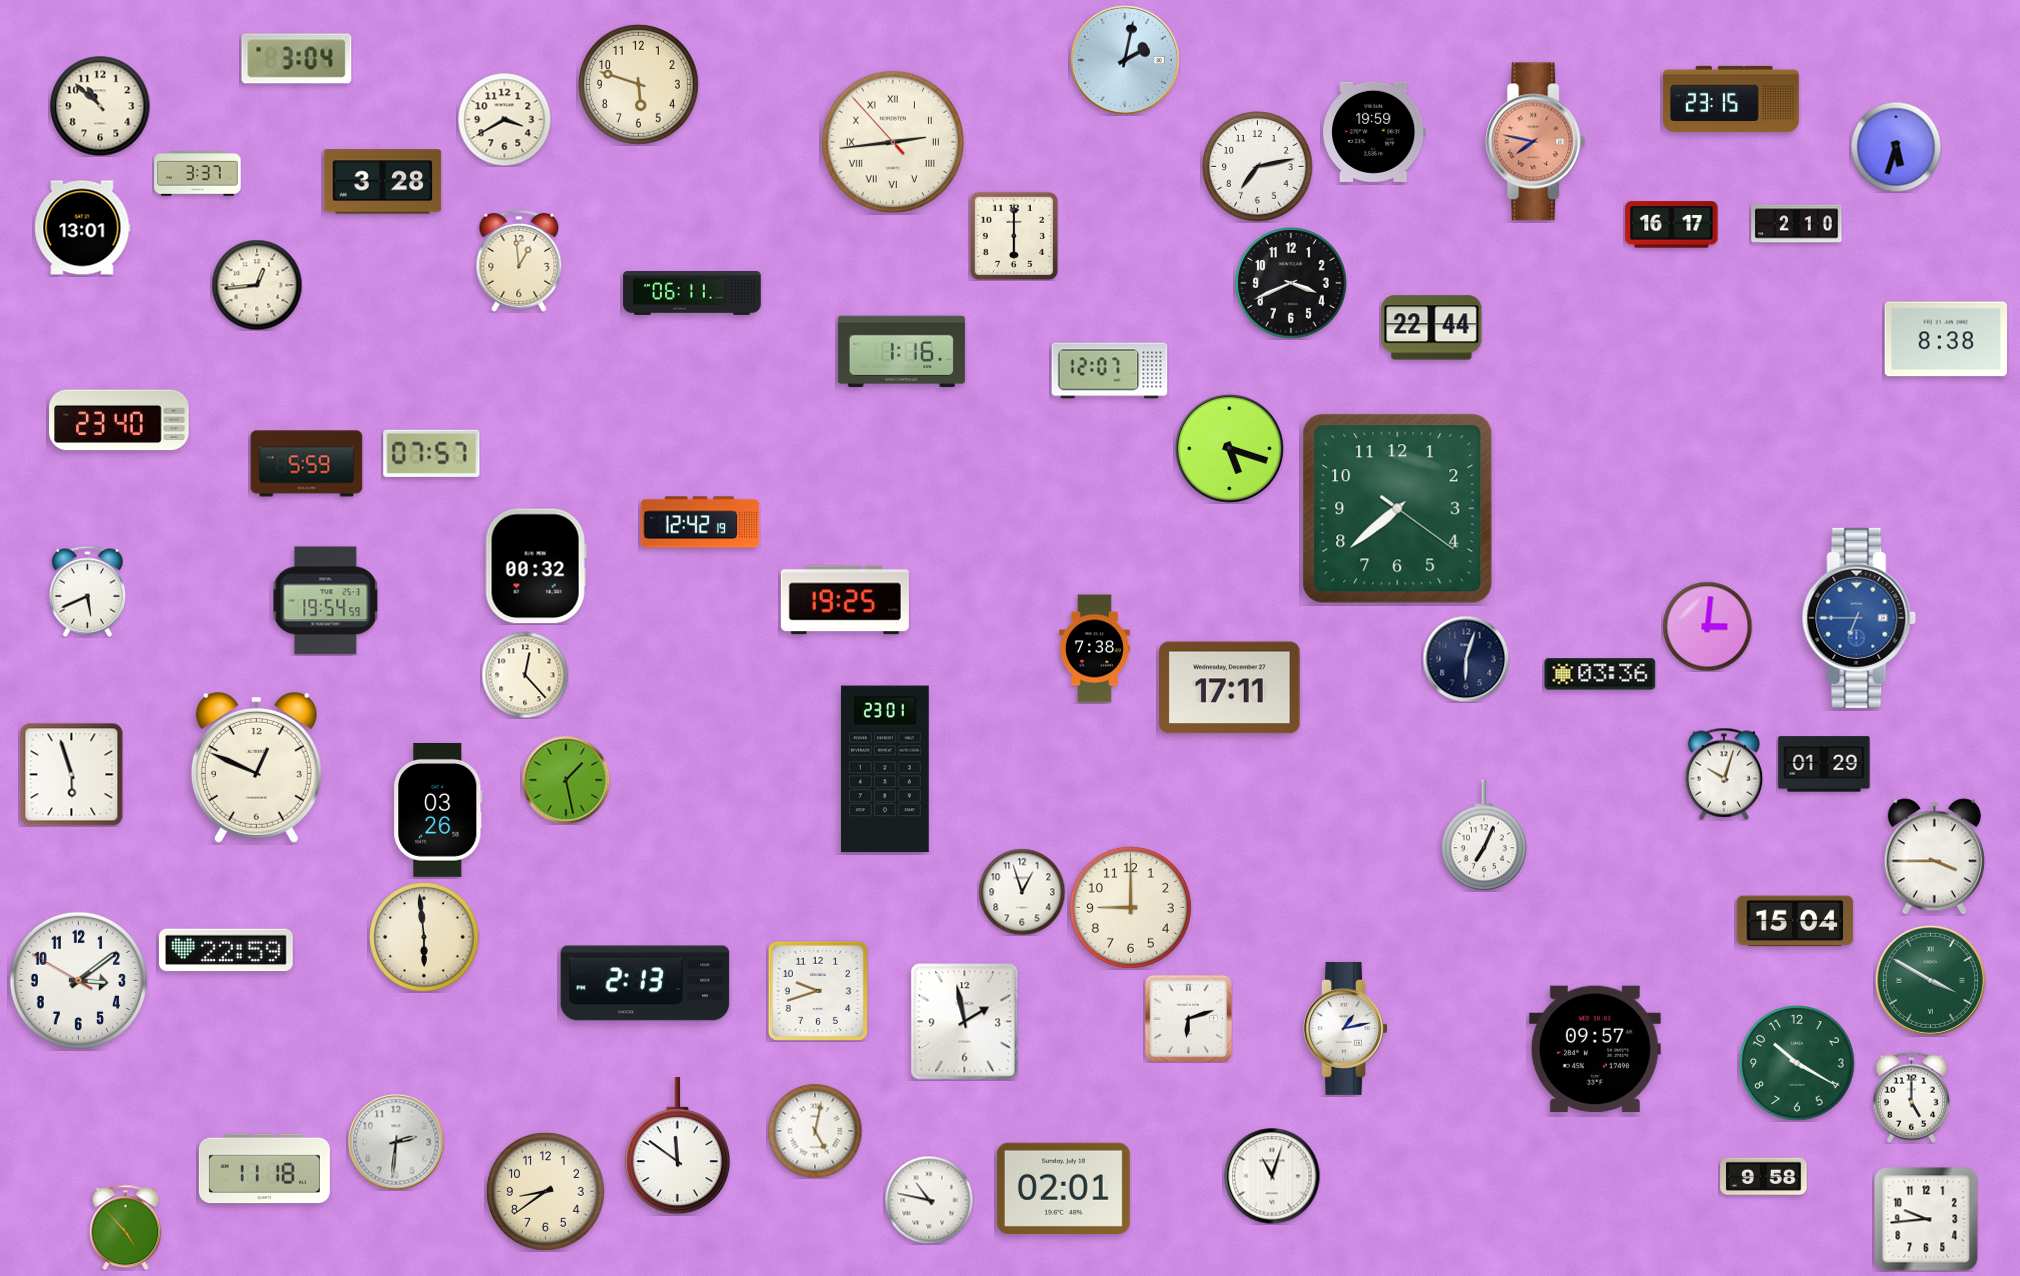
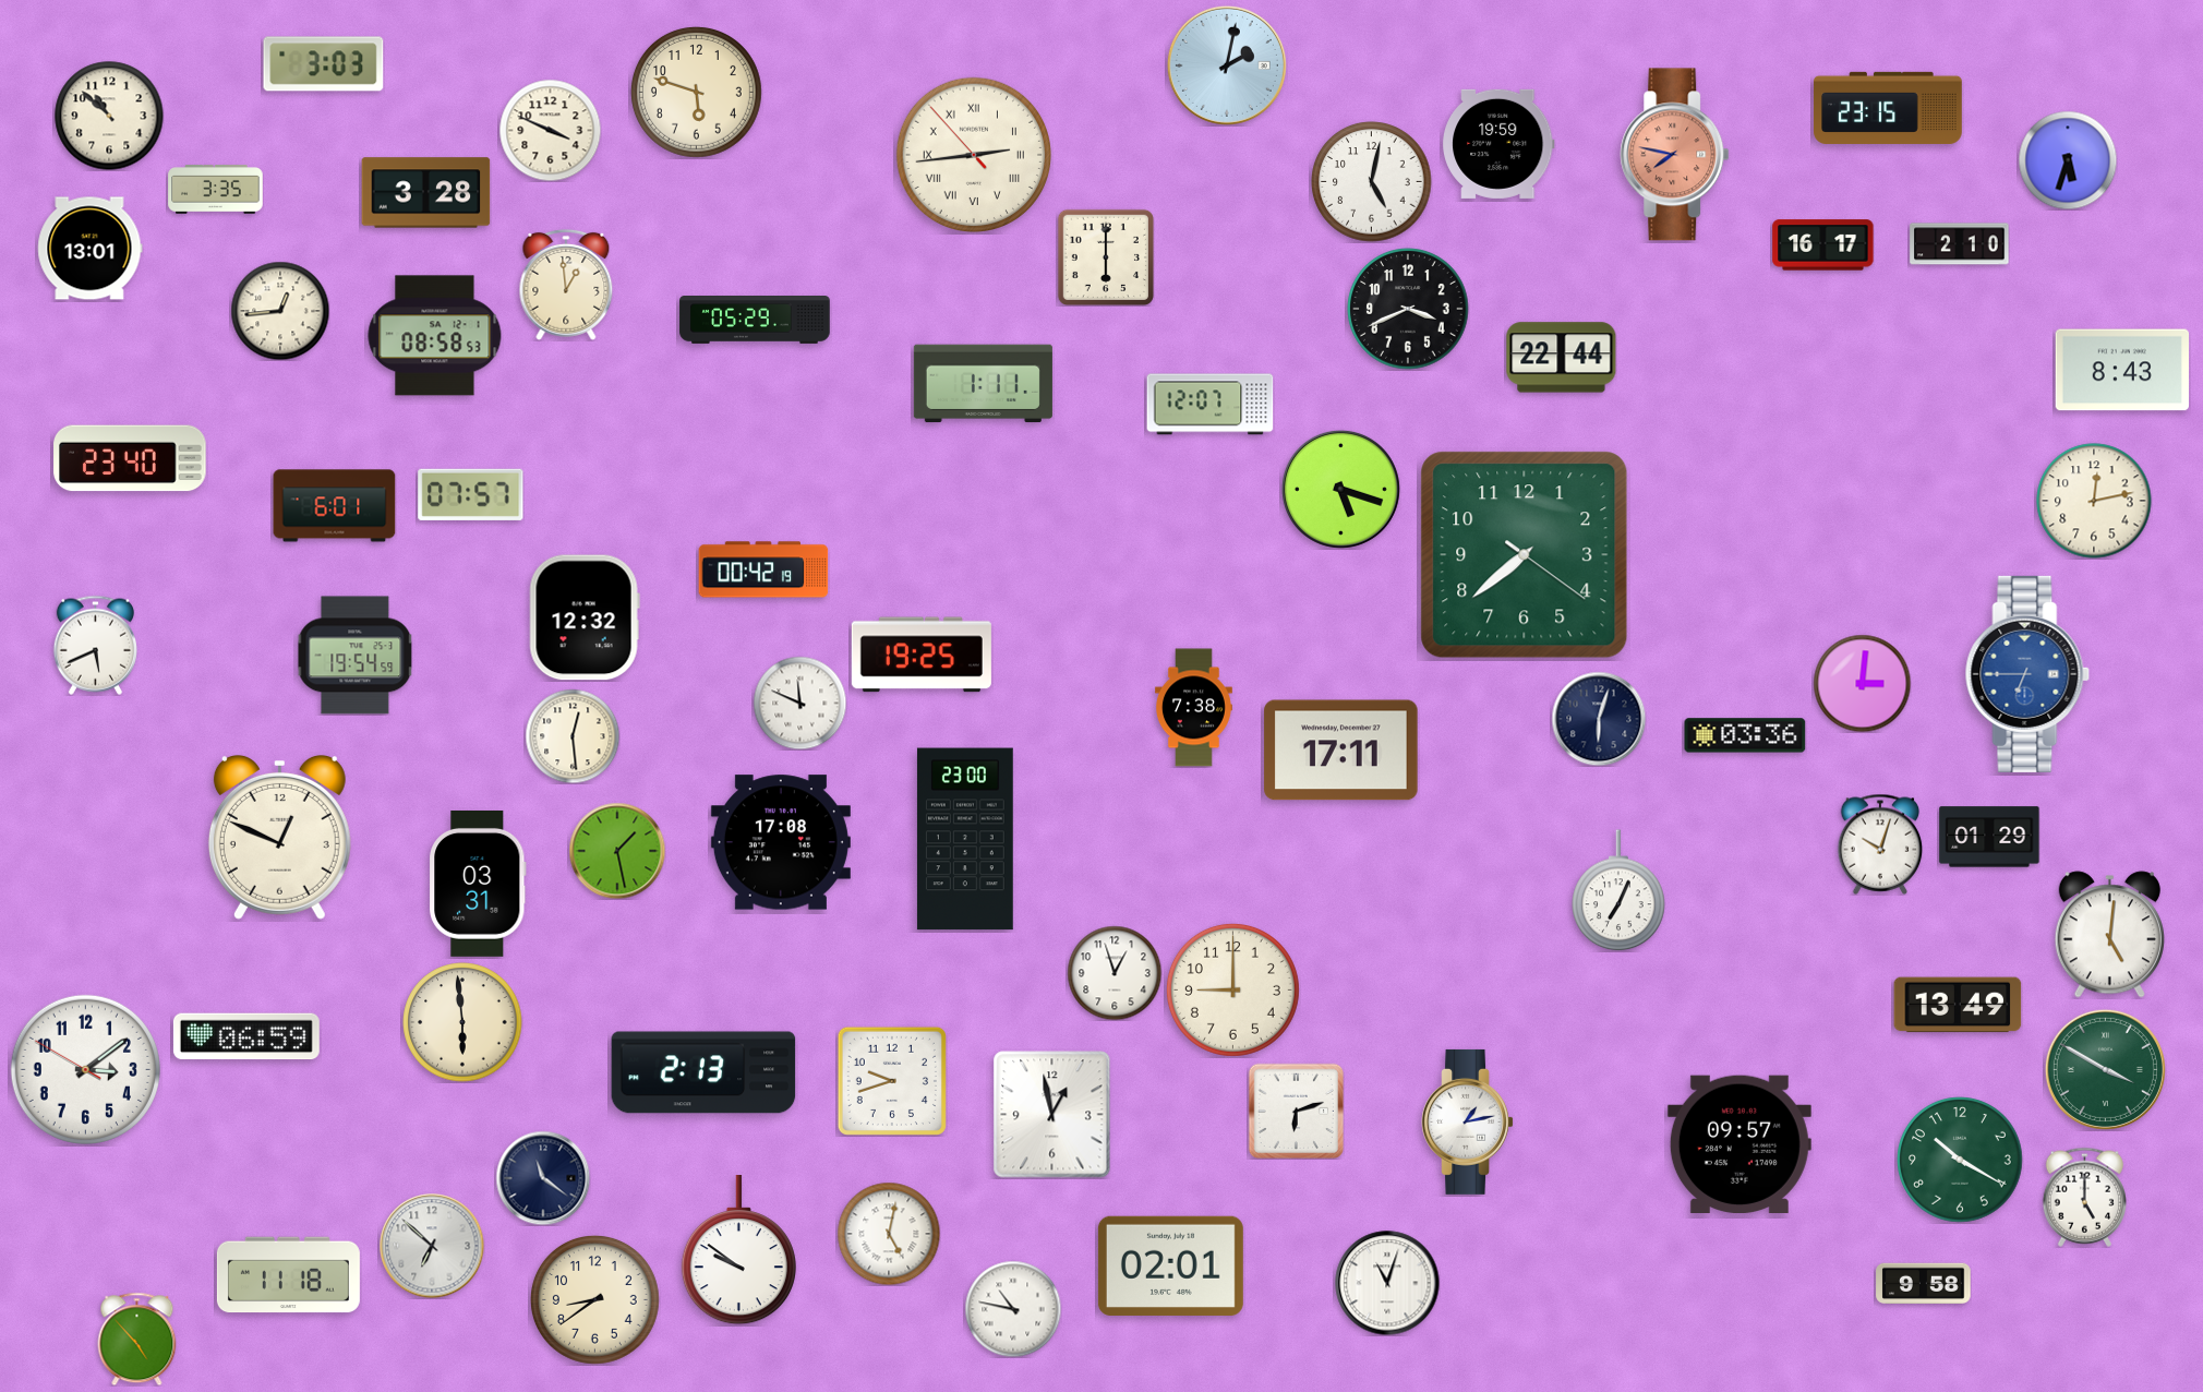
clock at (297, 59): 3:04 -> 3:03
clock at (504, 119): 3:40 -> 3:49
clock at (1258, 167): 7:13 -> 5:02
clock at (198, 174): 3:37 -> 3:35
clock at (383, 182) position: (383, 182) -> (426, 193)
clock at (692, 294): 06:11 -> 05:29
clock at (435, 336): none -> 08:58
clock at (1945, 339): 8:38 -> 8:43
clock at (901, 352): 1:16 -> 1:11
clock at (2094, 501): none -> 12:13
clock at (307, 464): 5:59 -> 6:01
clock at (700, 522): 12:42 -> 00:42
clock at (536, 566): 00:32 -> 12:32
clock at (799, 703): none -> 11:49
clock at (525, 675): 12:23 -> 12:29
clock at (1824, 764) position: (1824, 764) -> (1989, 837)
clock at (885, 769): 23:01 -> 23:00
clock at (781, 842): none -> 17:08
clock at (72, 775): 5:57 -> none
clock at (438, 810): 03:26 -> 03:31
clock at (1484, 835) position: (1484, 835) -> (1618, 890)
clock at (1934, 857): 3:45 -> 5:01
clock at (1795, 921): 15:04 -> 13:49
clock at (226, 950): 22:59 -> 06:59
clock at (965, 1022): 1:58 -> 12:58
clock at (543, 1178): none -> 11:21
clock at (396, 1142): 2:31 -> 6:52
clock at (677, 1147): 11:51 -> 9:51
clock at (1063, 1188) position: (1063, 1188) -> (1170, 1265)
clock at (1926, 1219): 9:44 -> none
